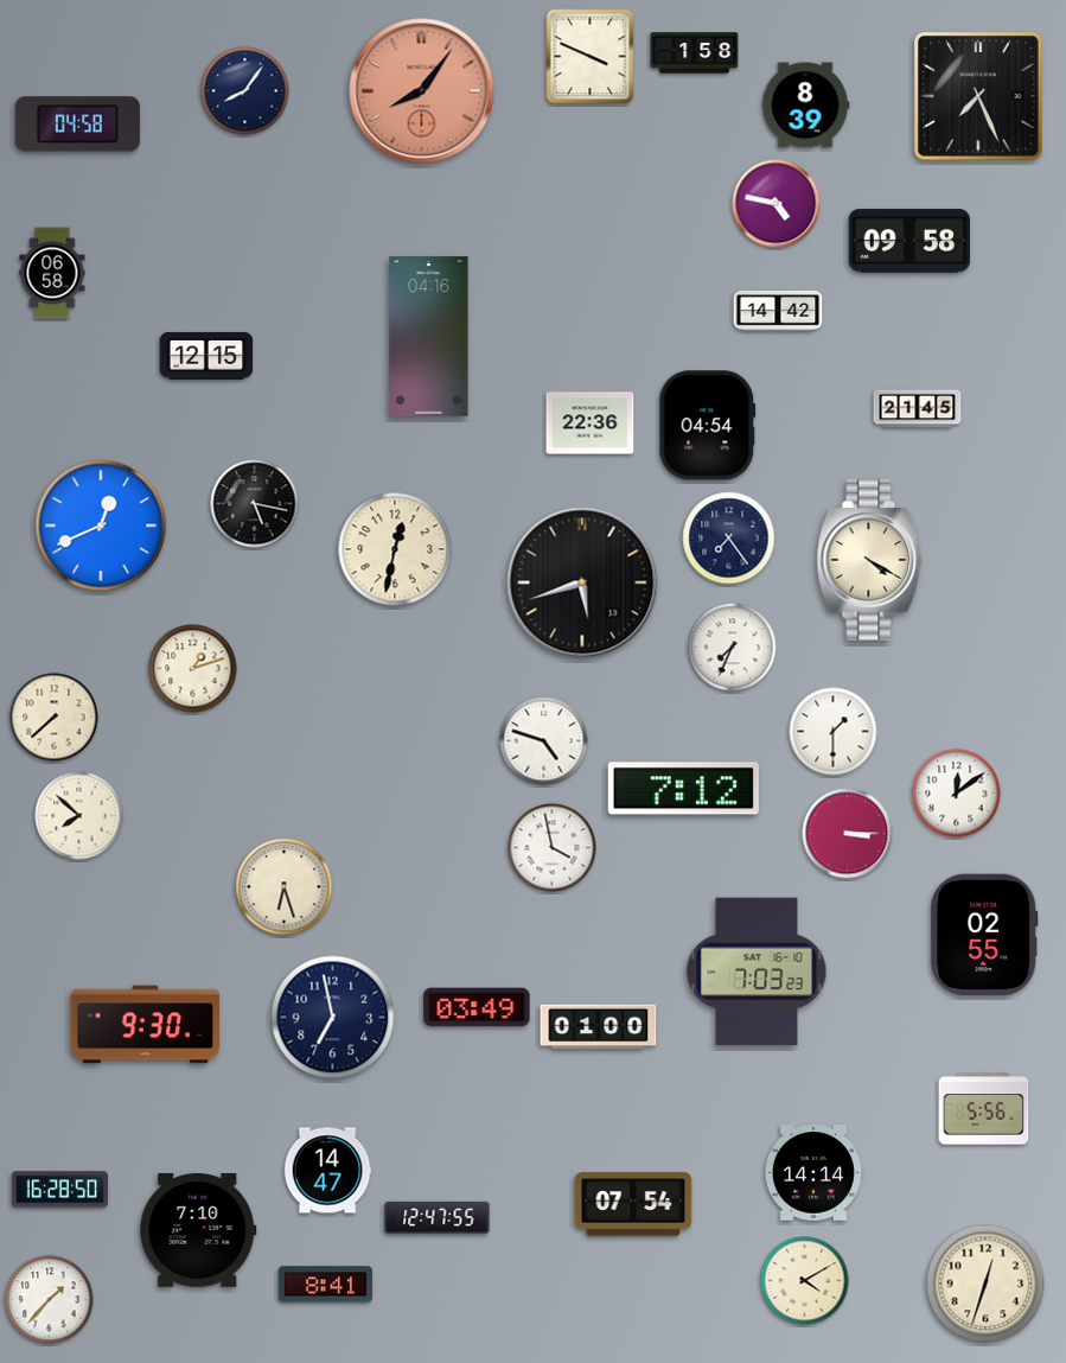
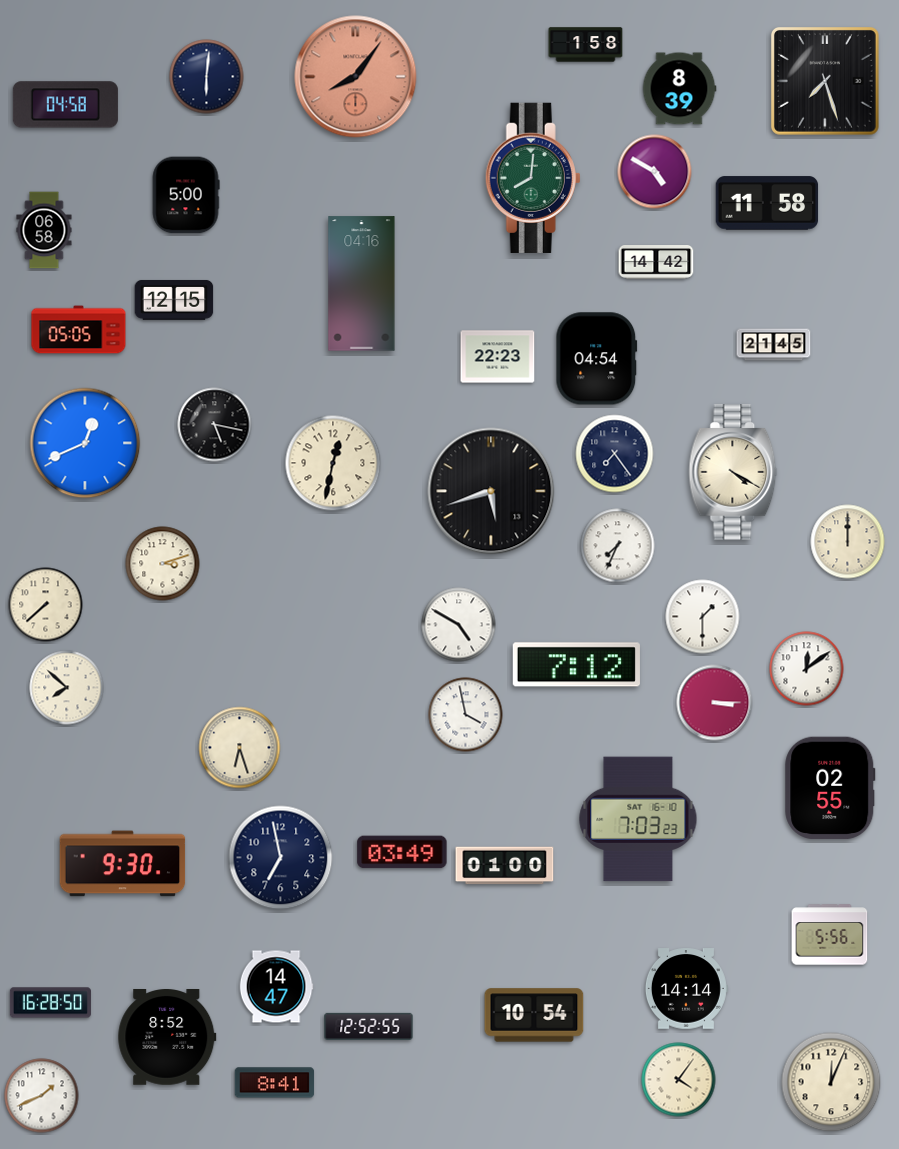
clock at (591, 57): 3:49 -> none
clock at (245, 91): 8:06 -> 6:01
clock at (979, 97): 7:26 -> 7:27
clock at (777, 204): 4:47 -> 4:50
clock at (533, 178): none -> 8:01
clock at (186, 195): none -> 5:00
clock at (909, 241): 09:58 -> 11:58
clock at (79, 330): none -> 05:05
clock at (591, 423): 22:36 -> 22:23
clock at (848, 542): none -> 12:00
clock at (193, 669): 1:12 -> 3:12
clock at (544, 741): 4:48 -> 4:50
clock at (477, 1007) position: (477, 1007) -> (402, 852)
clock at (633, 1204): 07:54 -> 10:54
clock at (438, 1217): 12:47 -> 12:52
clock at (198, 1231): 7:10 -> 8:52
clock at (805, 1281): 4:10 -> 4:06
clock at (985, 1284): 12:33 -> 12:04
clock at (50, 1300): 1:37 -> 1:41
